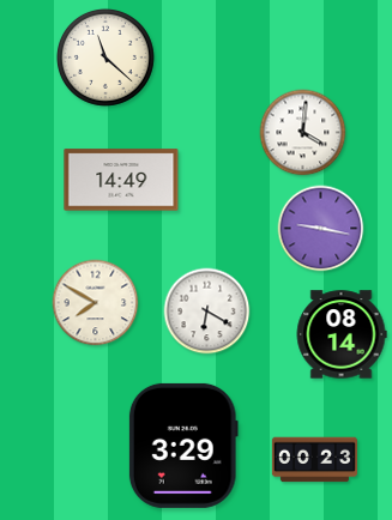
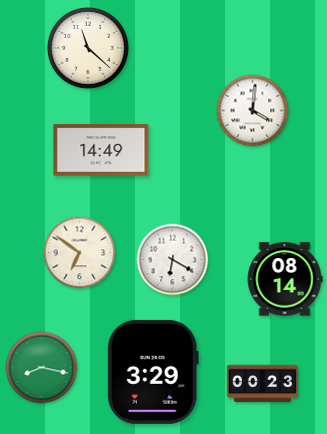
clock at (321, 229): 9:17 -> none
clock at (96, 303): 7:50 -> 6:51
clock at (42, 368): none -> 8:17
